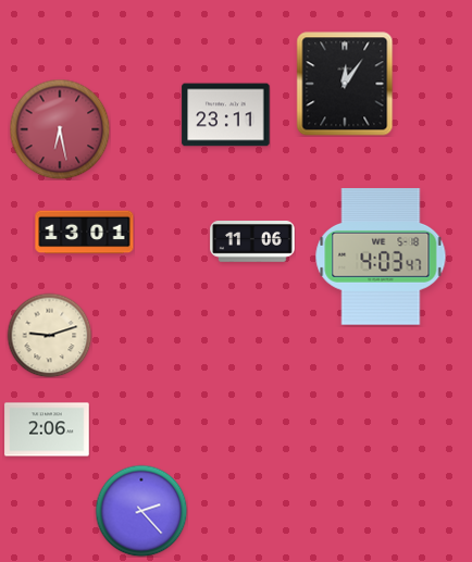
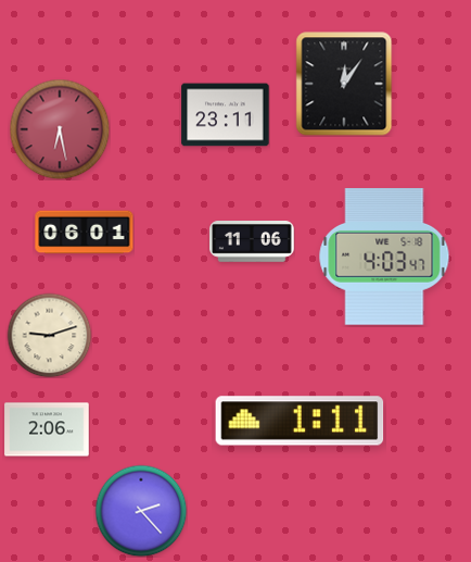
clock at (85, 233): 13:01 -> 06:01
clock at (381, 257) position: (381, 257) -> (384, 257)
clock at (300, 421): none -> 1:11
